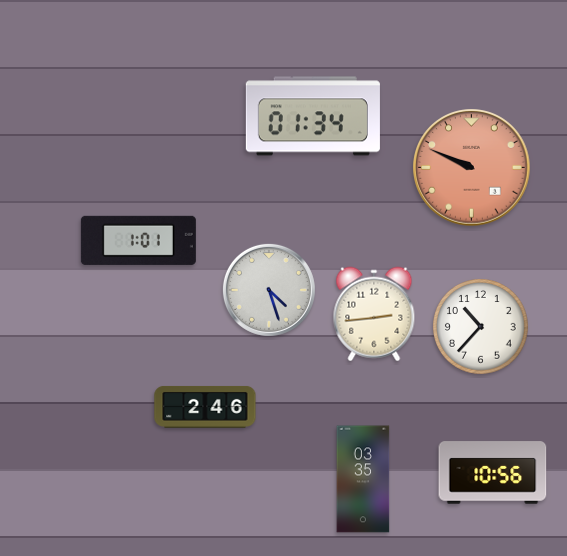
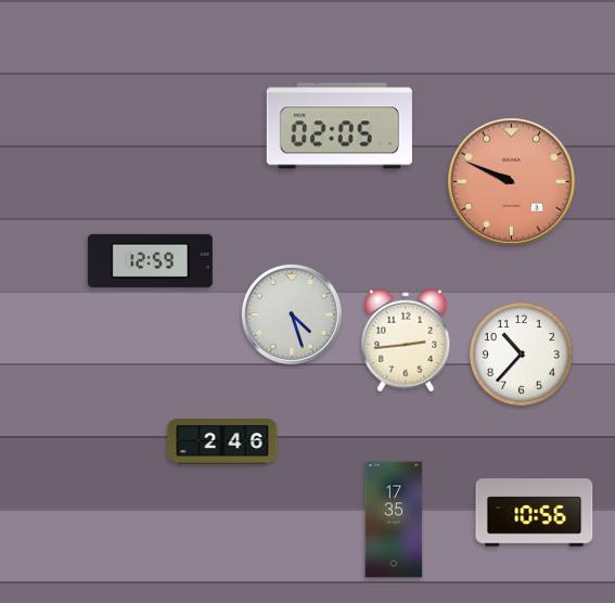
clock at (313, 116): 01:34 -> 02:05
clock at (138, 240): 1:01 -> 12:59
clock at (363, 479): 03:35 -> 17:35
